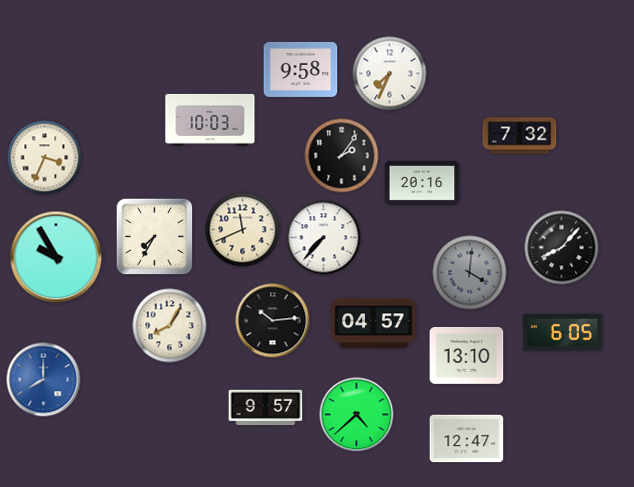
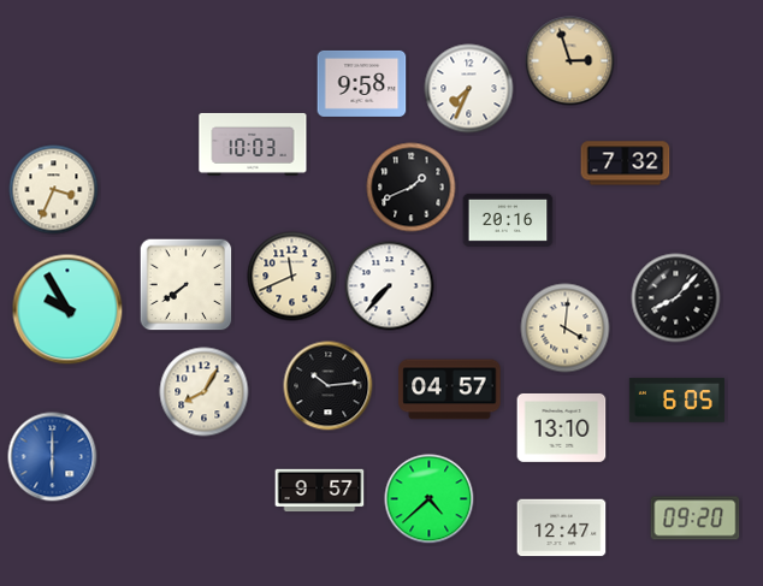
clock at (570, 61): none -> 2:57
clock at (342, 156): 2:06 -> 1:41
clock at (155, 237): 7:35 -> 7:39
clock at (470, 273) dial: grey -> cream
clock at (44, 380): 8:00 -> 6:00
clock at (696, 519): none -> 09:20
